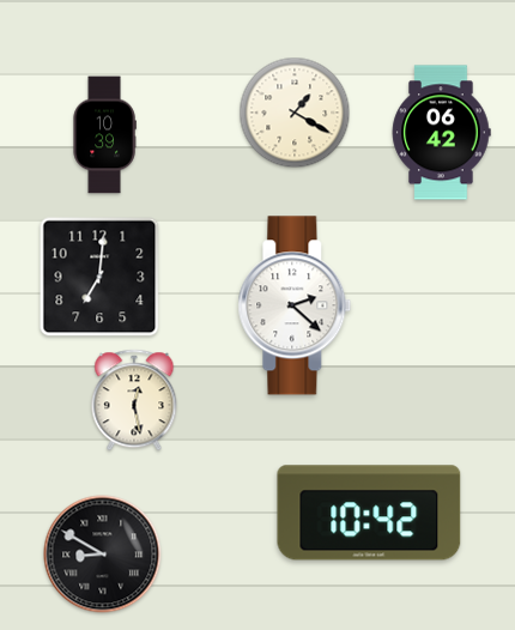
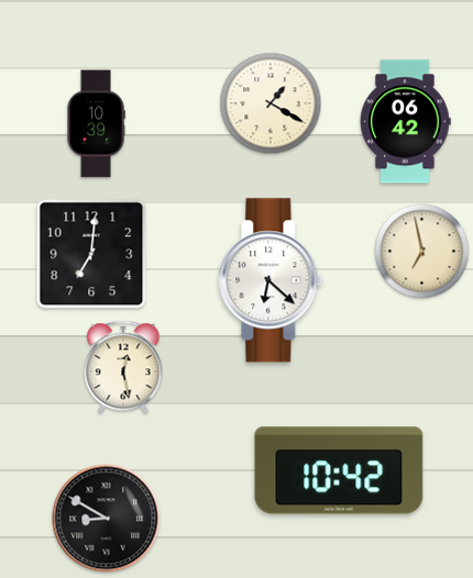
clock at (422, 252): none -> 6:58
clock at (295, 305): 2:22 -> 6:22
clock at (103, 555) position: (103, 555) -> (107, 519)
